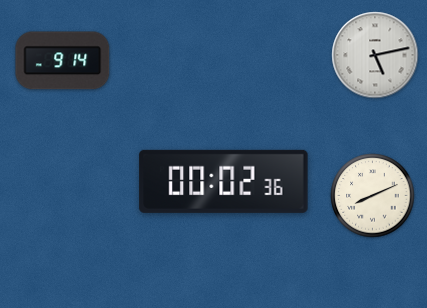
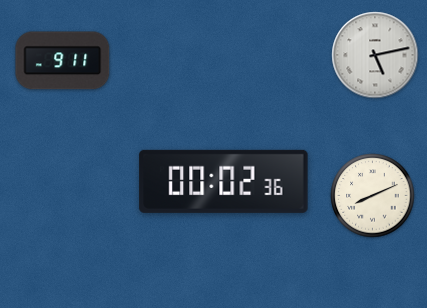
clock at (63, 61): 9:14 -> 9:11
